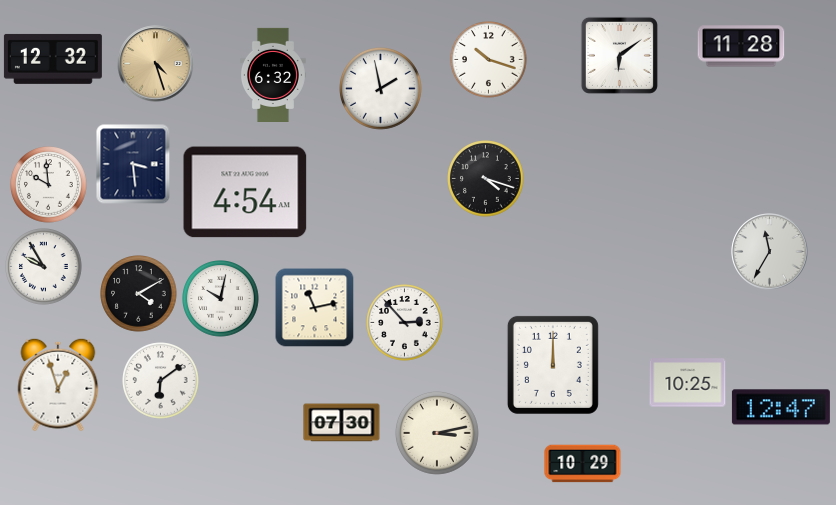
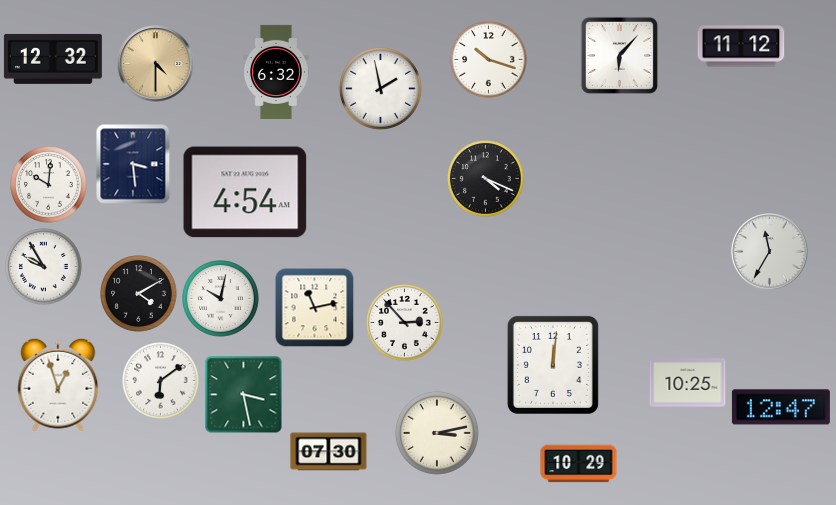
clock at (741, 46): 11:28 -> 11:12
clock at (619, 55): 6:09 -> 6:07
clock at (156, 64): 4:27 -> 4:30
clock at (273, 74) position: (273, 74) -> (276, 71)
clock at (486, 179): 4:18 -> 4:19
clock at (49, 185): 9:59 -> 10:01
clock at (553, 365): 12:00 -> 12:01
clock at (244, 395): none -> 3:28
clock at (342, 423) position: (342, 423) -> (329, 452)
clock at (583, 464) position: (583, 464) -> (579, 464)
